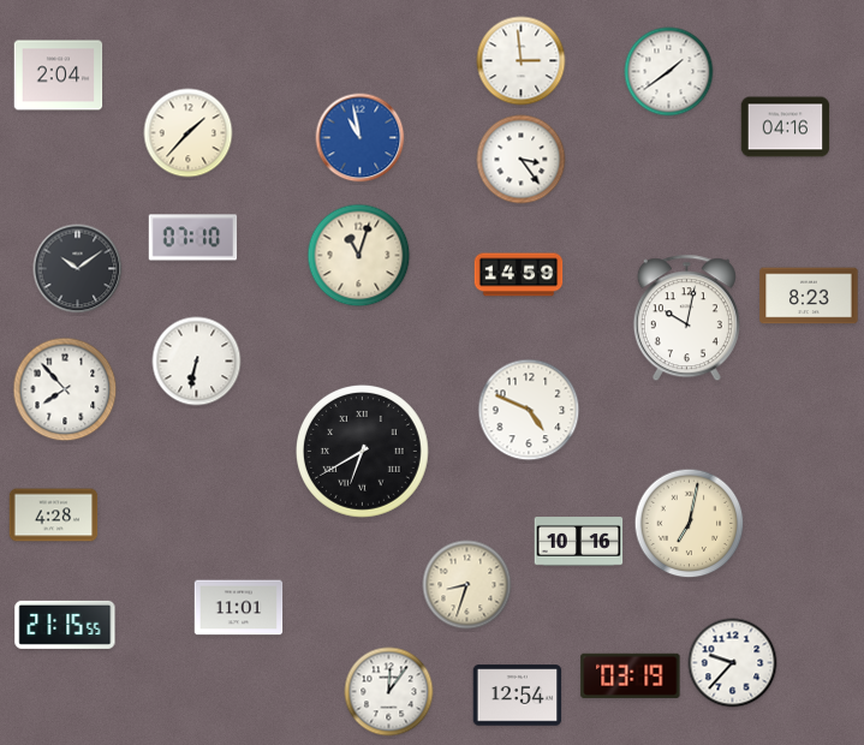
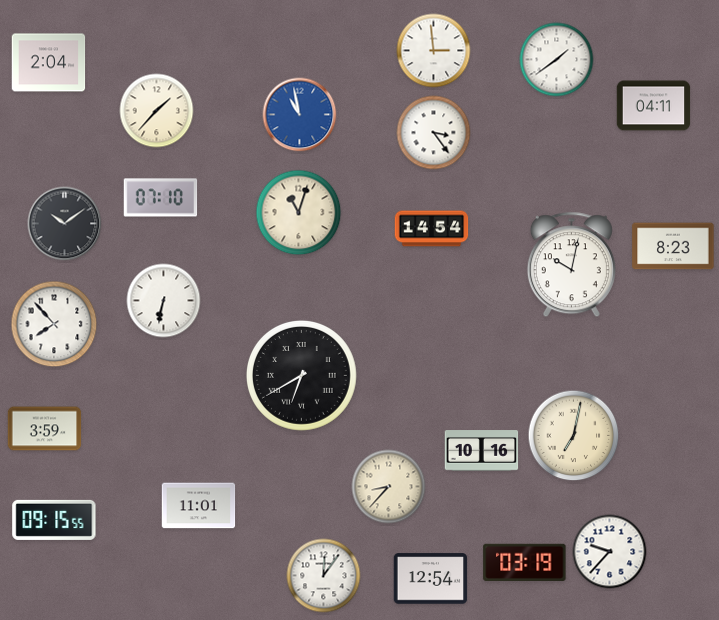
clock at (786, 127): 04:16 -> 04:11
clock at (519, 275): 14:59 -> 14:54
clock at (529, 410): 4:49 -> none
clock at (54, 515): 4:28 -> 3:59
clock at (467, 585): 8:33 -> 8:37
clock at (65, 625): 21:15 -> 09:15
